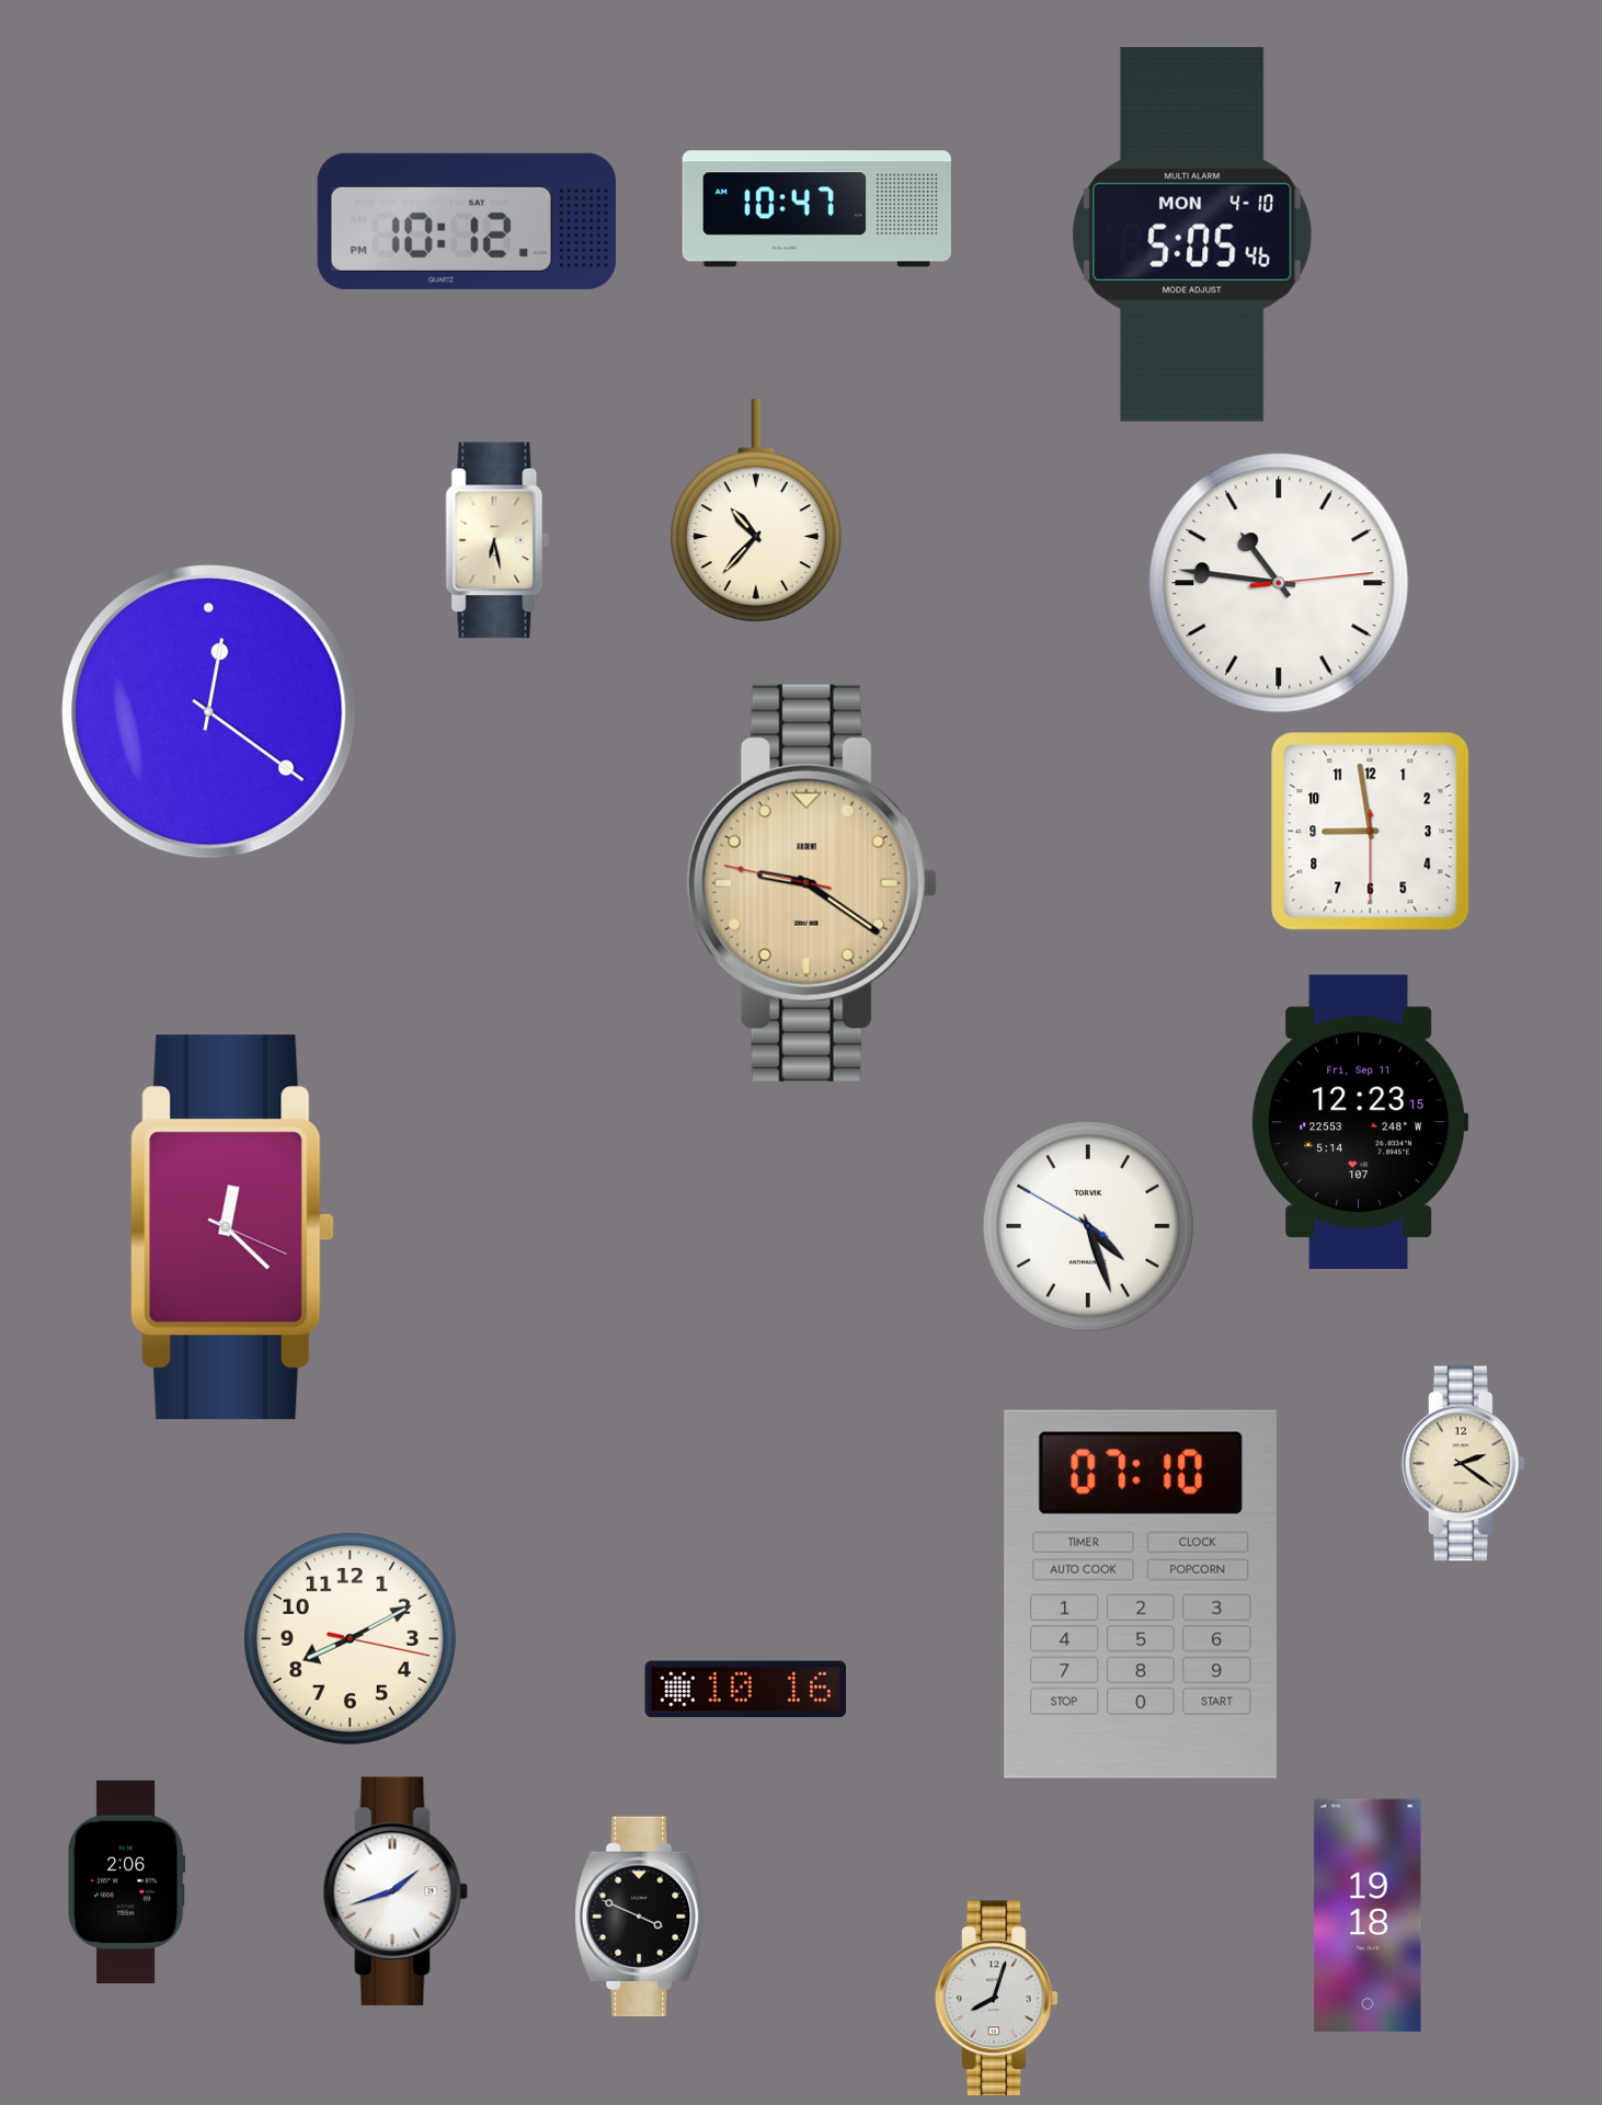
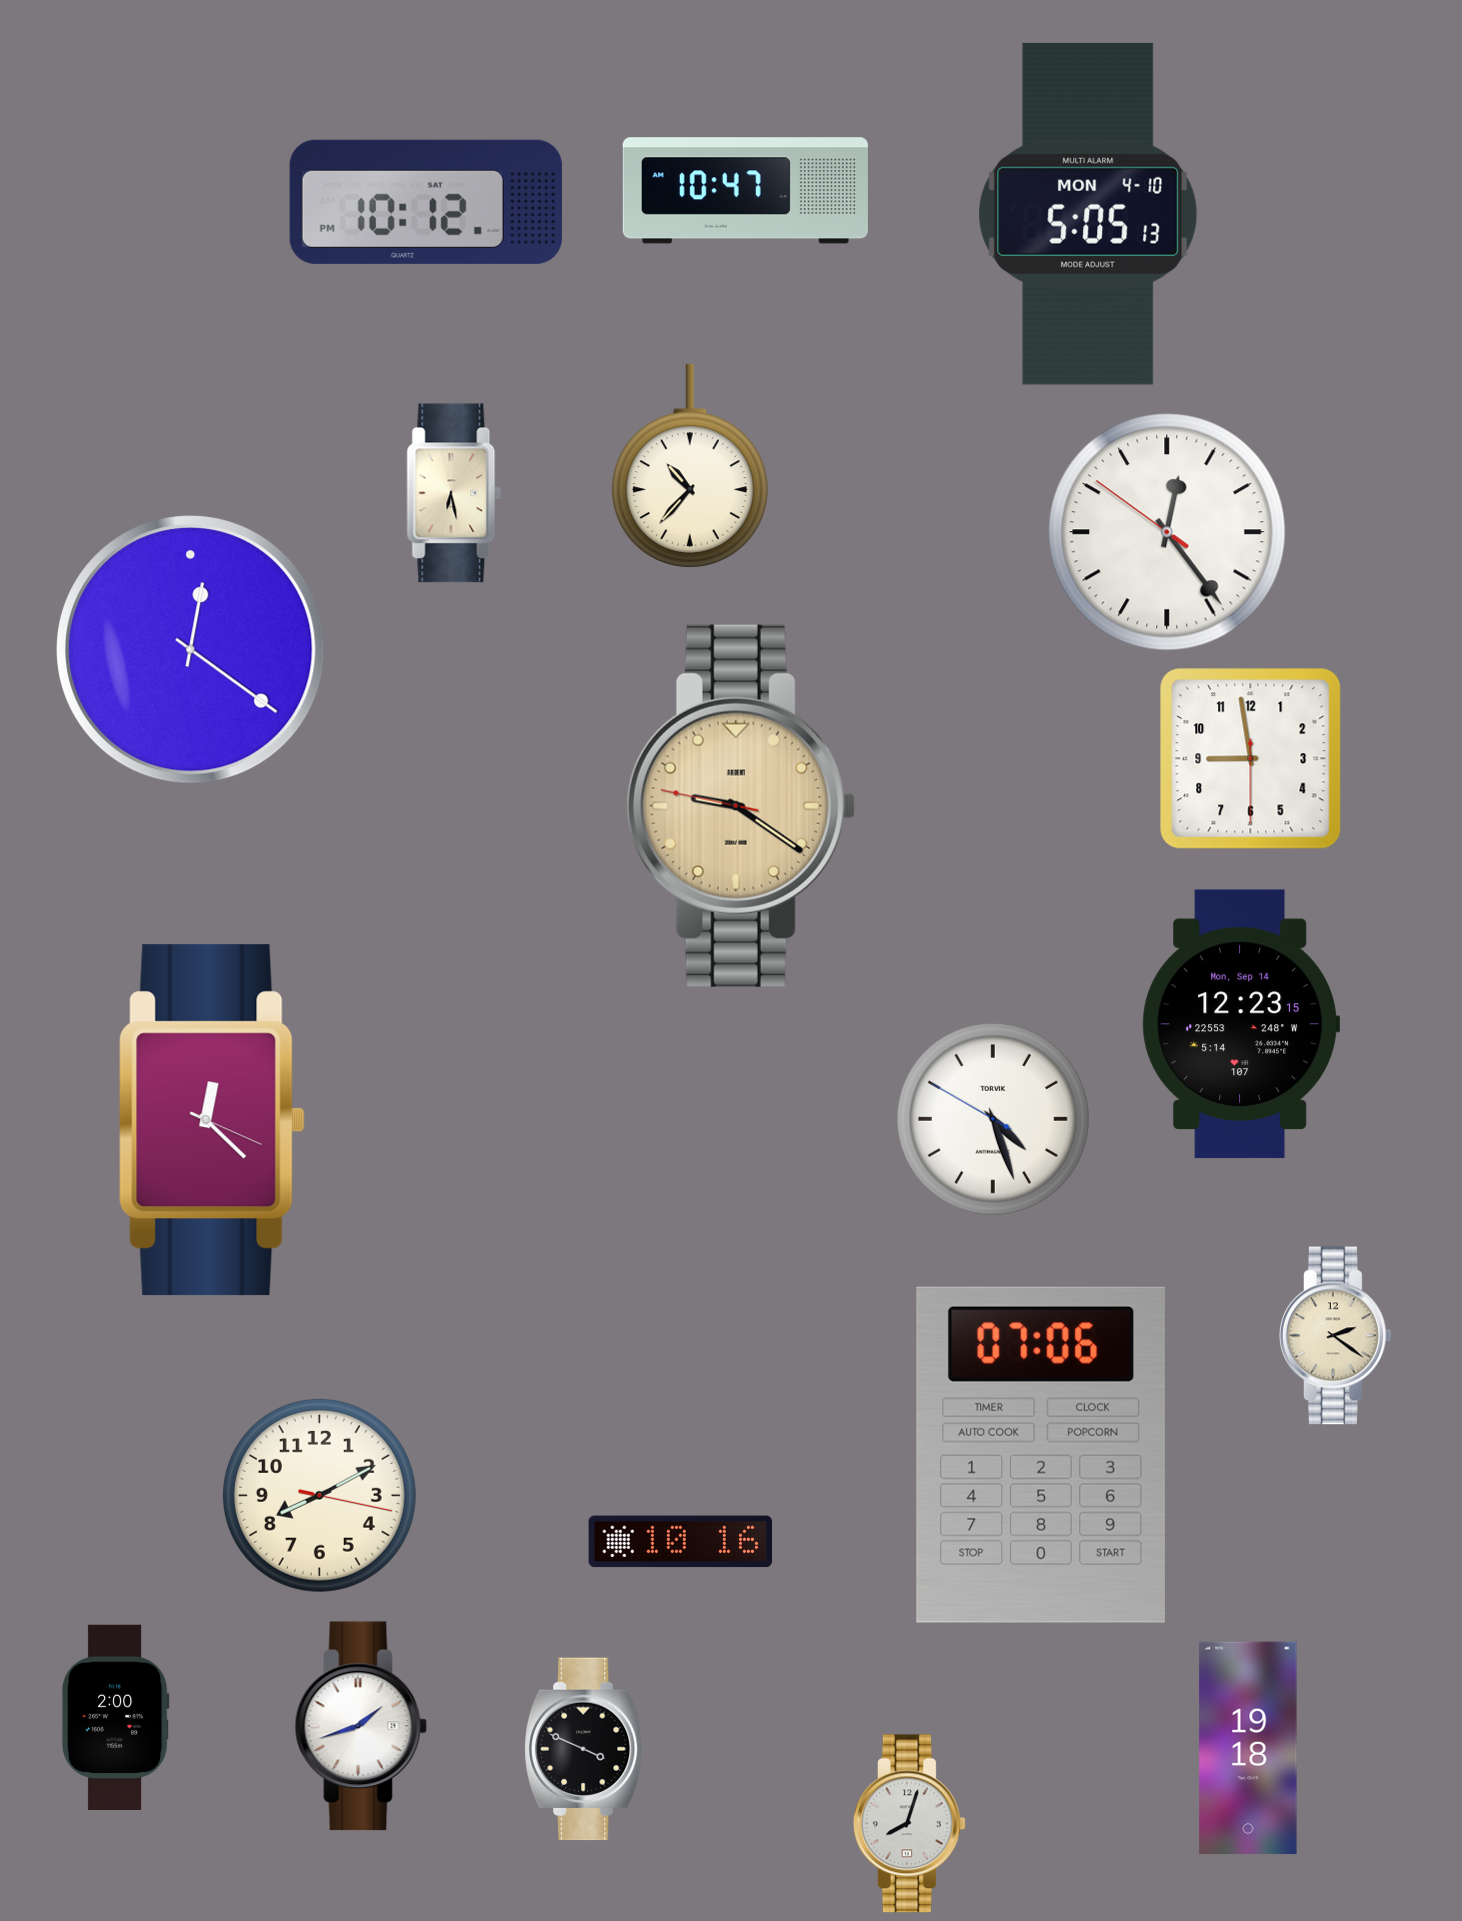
clock at (1192, 234): 5:05:46 -> 5:05:13
clock at (1279, 583): 10:46 -> 12:23
clock at (1360, 1122) date: Fri, Sep 11 -> Mon, Sep 14
clock at (1141, 1594): 07:10 -> 07:06
clock at (126, 1881): 2:06 -> 2:00
